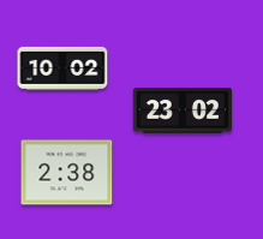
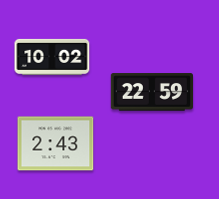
clock at (181, 110): 23:02 -> 22:59
clock at (67, 173): 2:38 -> 2:43
